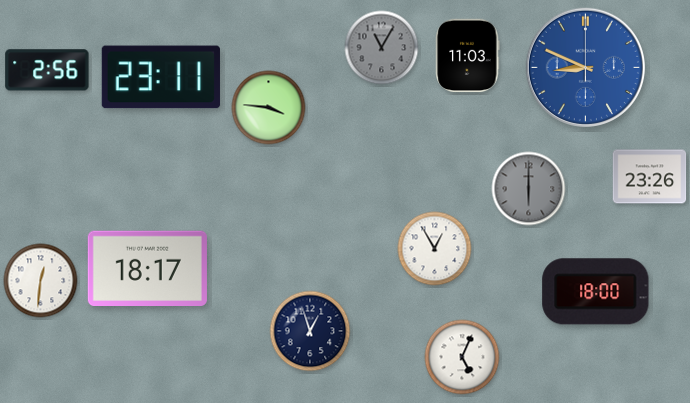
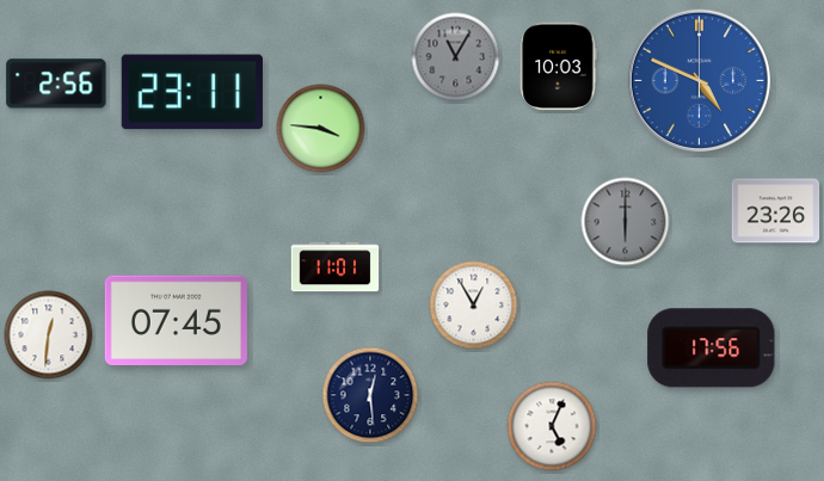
clock at (468, 56): 11:03 -> 10:03
clock at (585, 67): 8:49 -> 4:49
clock at (529, 189) position: (529, 189) -> (626, 222)
clock at (336, 267): none -> 11:01
clock at (435, 249) position: (435, 249) -> (474, 306)
clock at (147, 269): 18:17 -> 07:45
clock at (596, 292): 18:00 -> 17:56
clock at (310, 331): 12:57 -> 12:29
